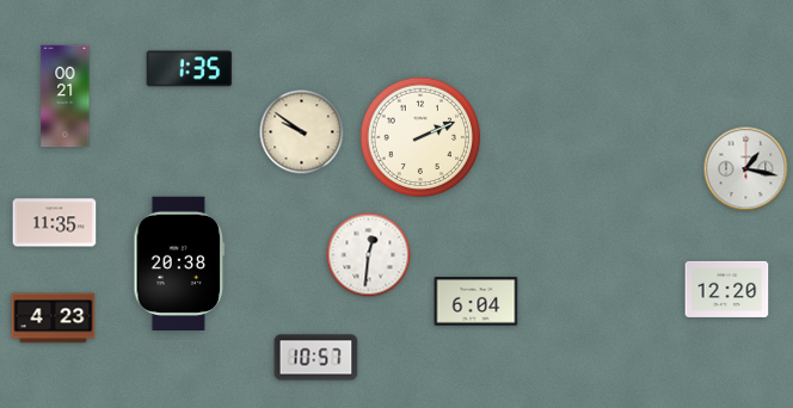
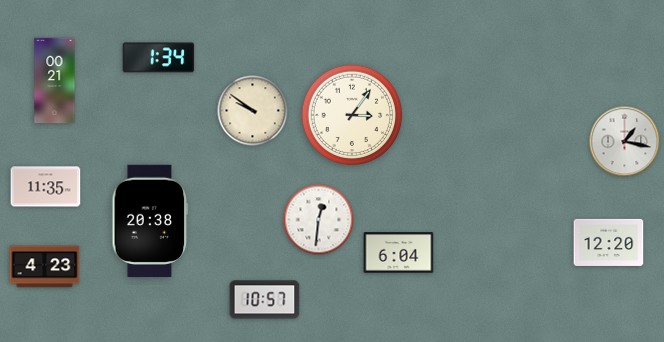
clock at (190, 69): 1:35 -> 1:34
clock at (420, 137): 2:11 -> 3:06
clock at (369, 255) position: (369, 255) -> (319, 220)
